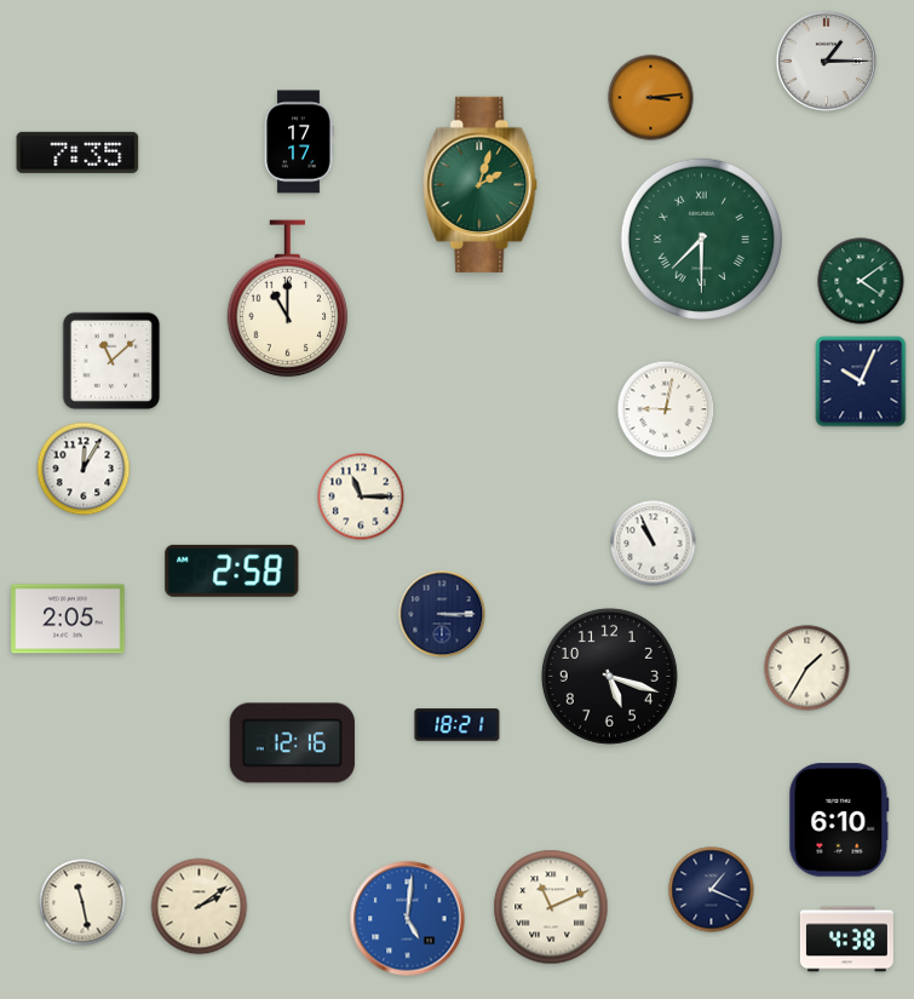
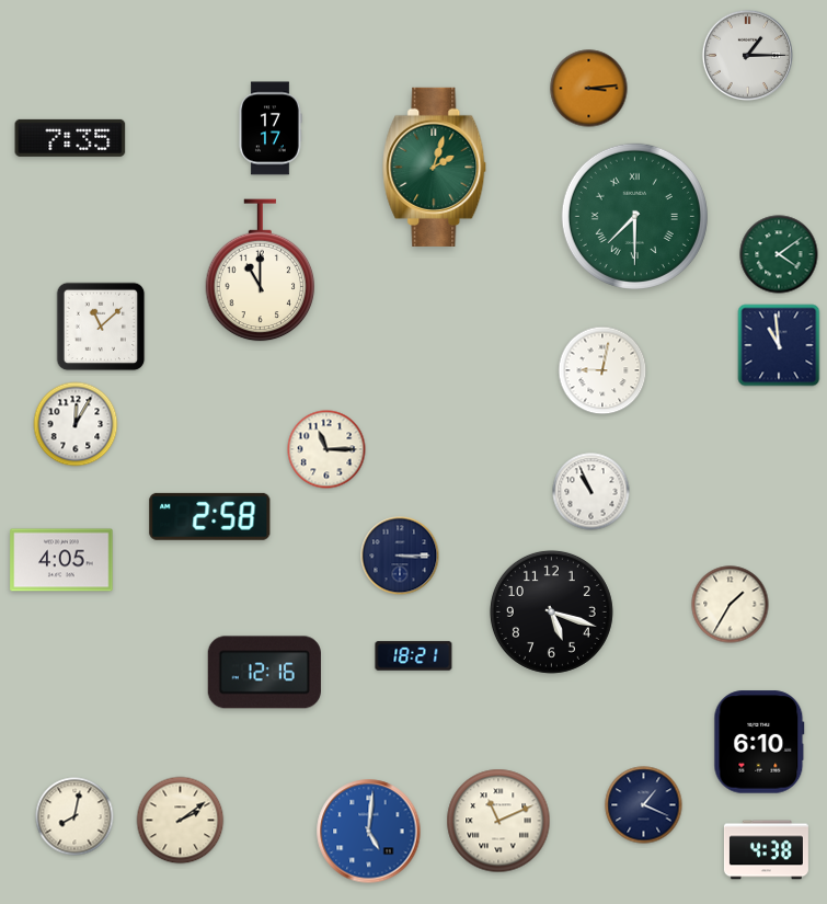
clock at (861, 381): 10:04 -> 10:59
clock at (68, 619): 2:05 -> 4:05
clock at (82, 902): 11:28 -> 8:02
